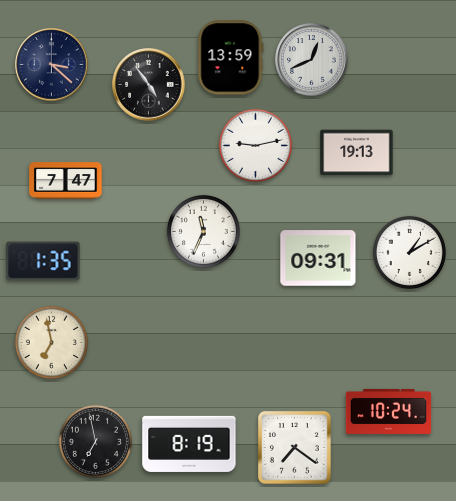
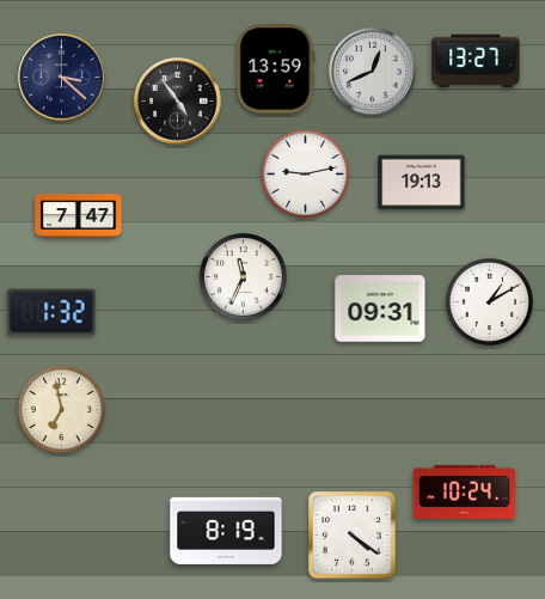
clock at (476, 61): none -> 13:27
clock at (357, 153) position: (357, 153) -> (422, 183)
clock at (43, 261): 1:35 -> 1:32
clock at (95, 441): 6:58 -> none
clock at (295, 448): 7:21 -> 4:21
